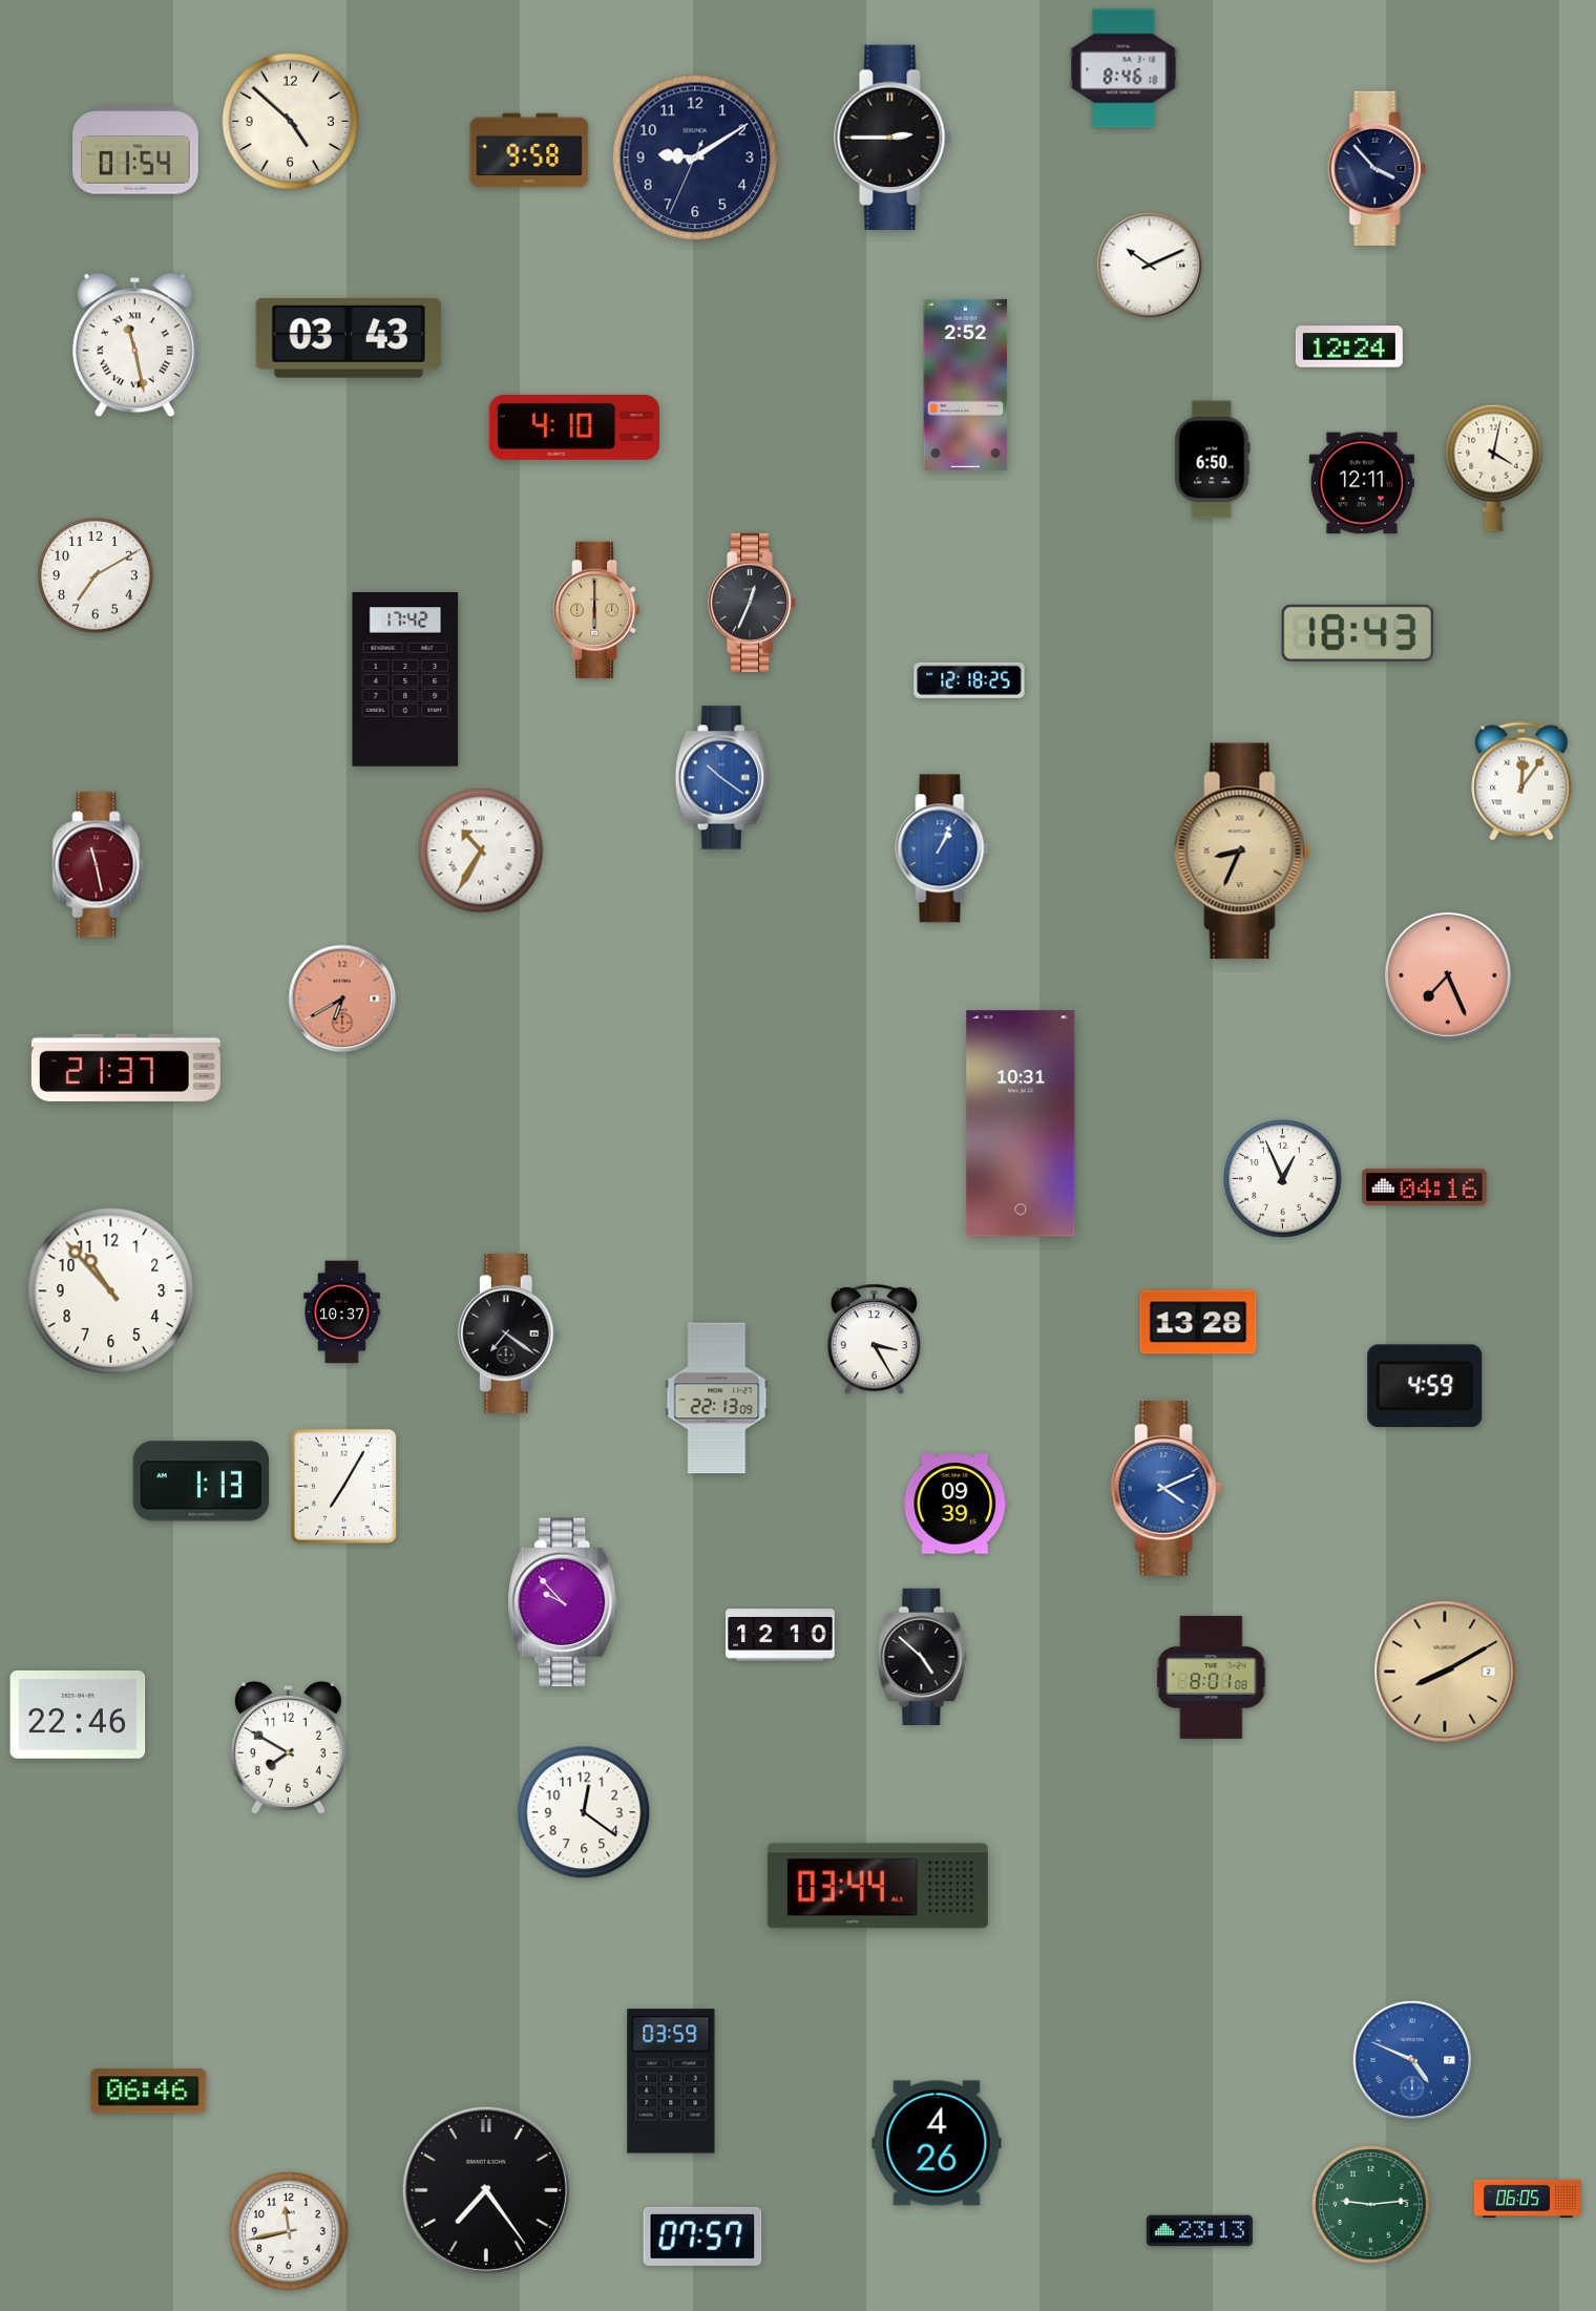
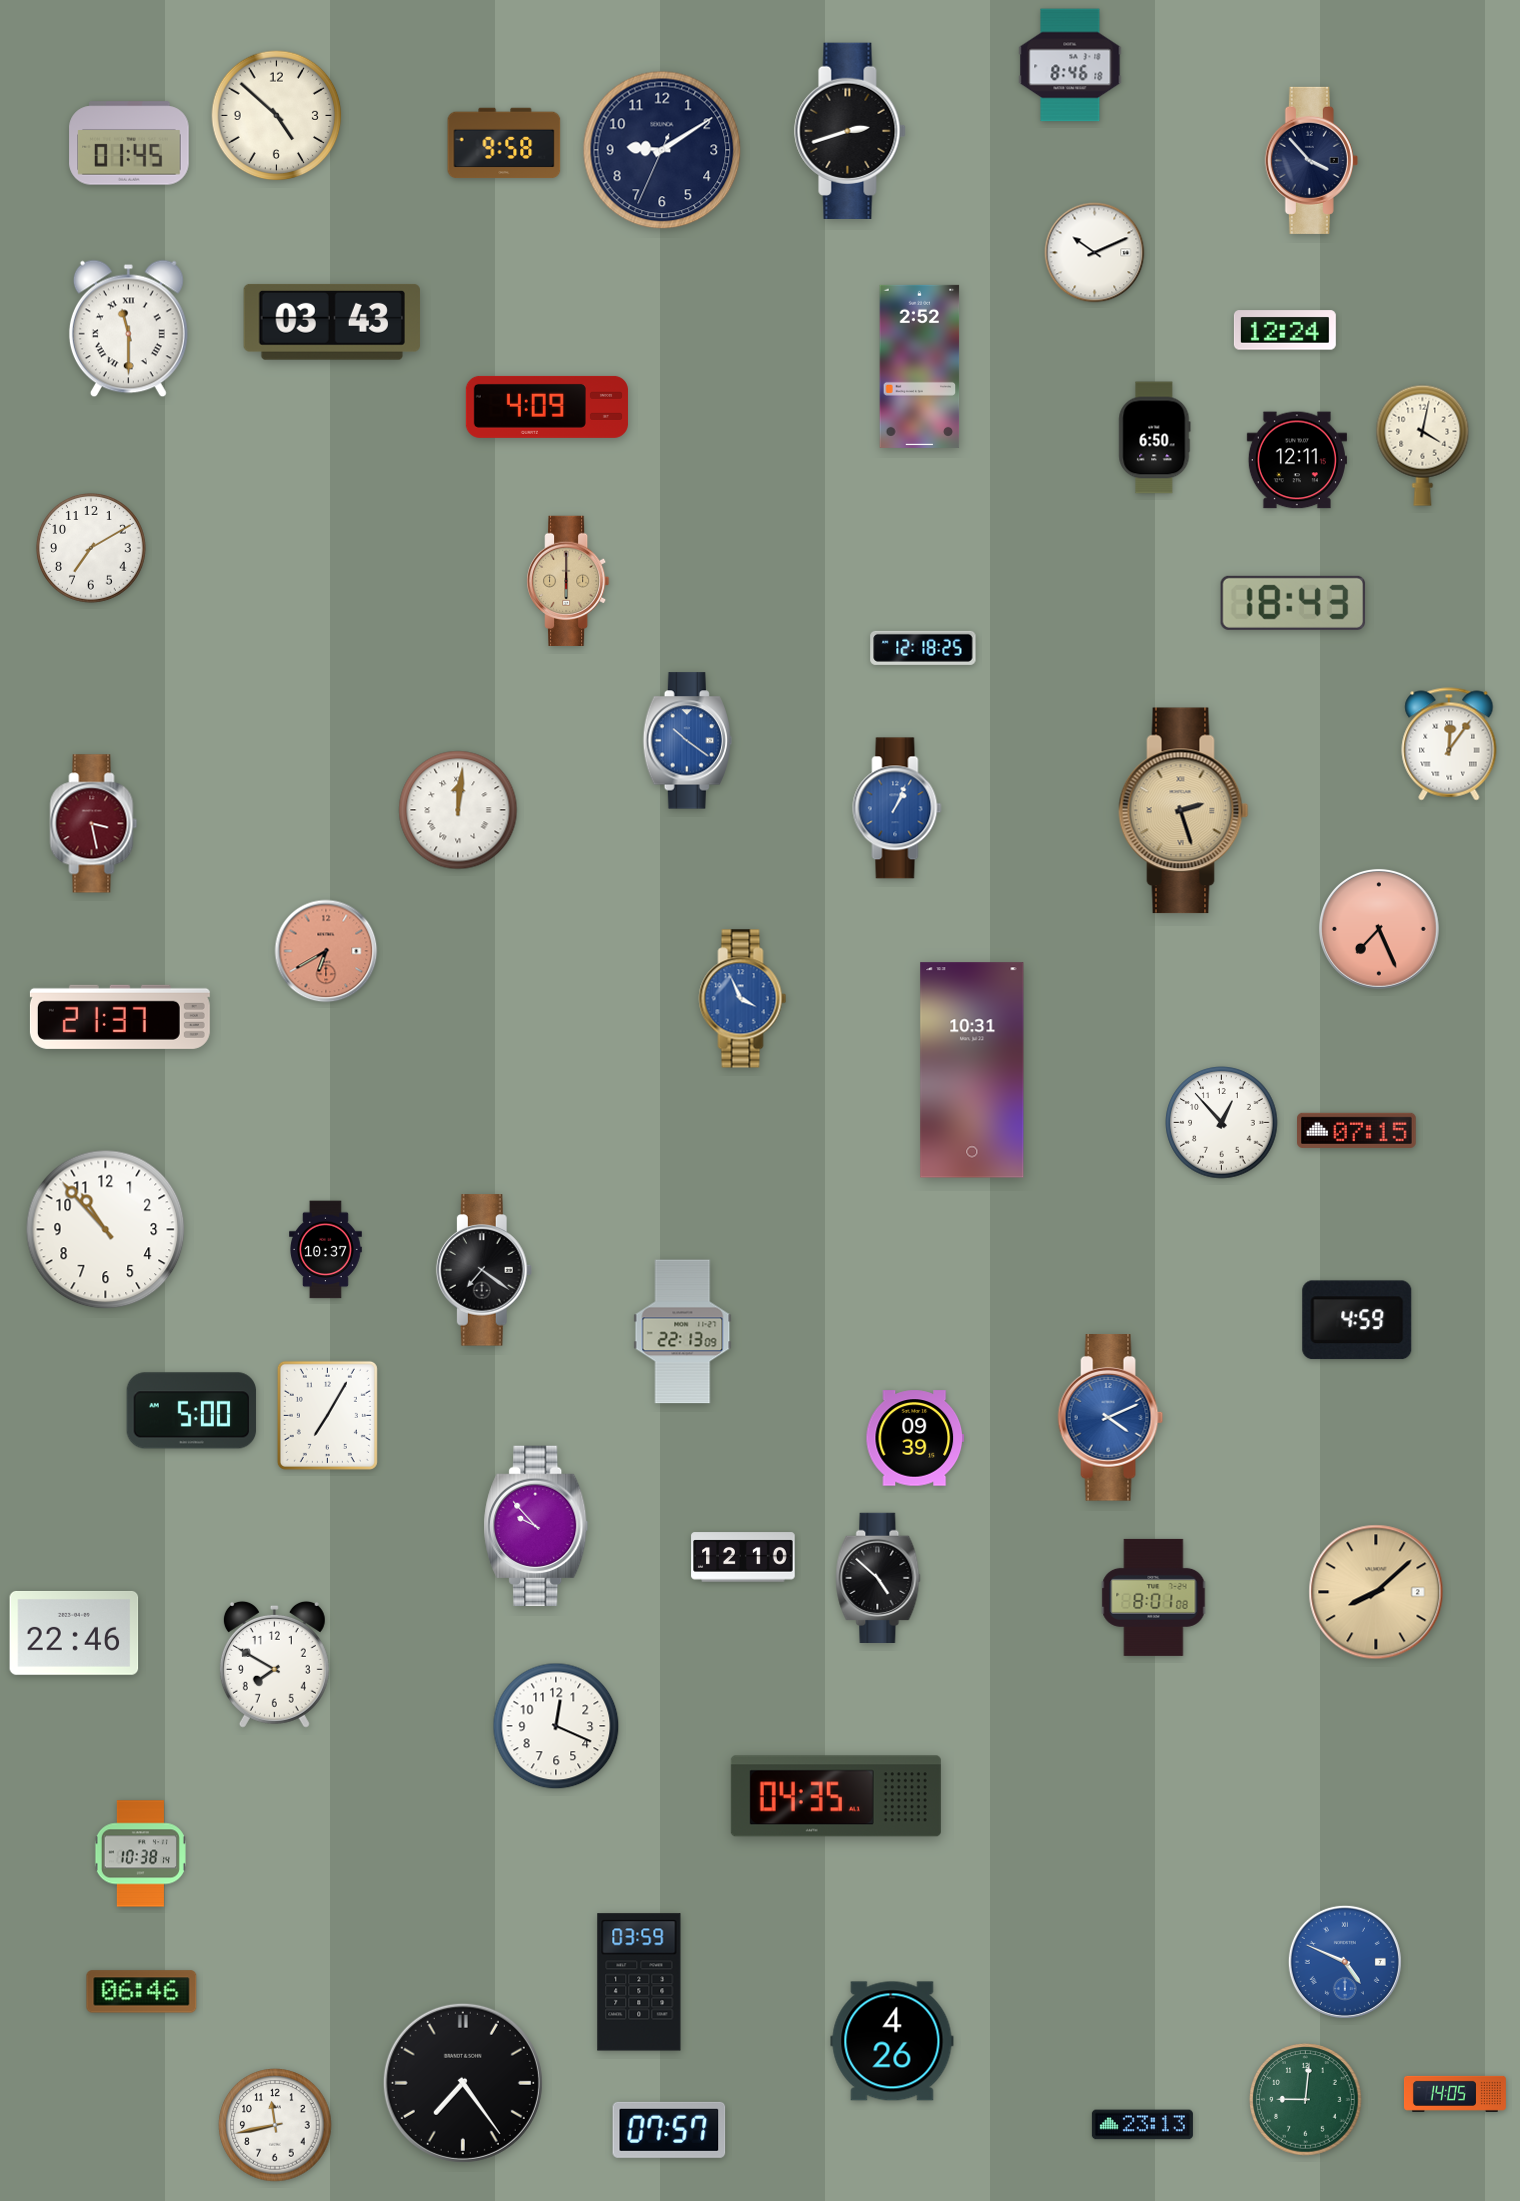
clock at (892, 136): 2:45 -> 2:42
clock at (135, 150): 01:54 -> 01:45
clock at (134, 345): 11:28 -> 11:30
clock at (574, 427): 4:10 -> 4:09
clock at (753, 603): 12:34 -> none
clock at (405, 679): 17:42 -> none
clock at (481, 850): 10:35 -> 12:01
clock at (1243, 852): 8:34 -> 2:27
clock at (99, 865): 11:28 -> 3:28
clock at (743, 999): none -> 3:56
clock at (1283, 1179): 12:56 -> 12:53
clock at (1425, 1186): 04:16 -> 07:15
clock at (1198, 1322): 13:28 -> none
clock at (874, 1340): 3:25 -> none
clock at (202, 1482): 1:13 -> 5:00
clock at (955, 1504) position: (955, 1504) -> (915, 1438)
clock at (1445, 1672): 8:10 -> 8:08
clock at (584, 1812): 12:21 -> 12:19
clock at (878, 1886): 03:44 -> 04:35
clock at (140, 1854): none -> 10:38
clock at (486, 2190) position: (486, 2190) -> (463, 2083)
clock at (1528, 2199): 06:05 -> 14:05
clock at (1371, 2205): 9:14 -> 9:01
